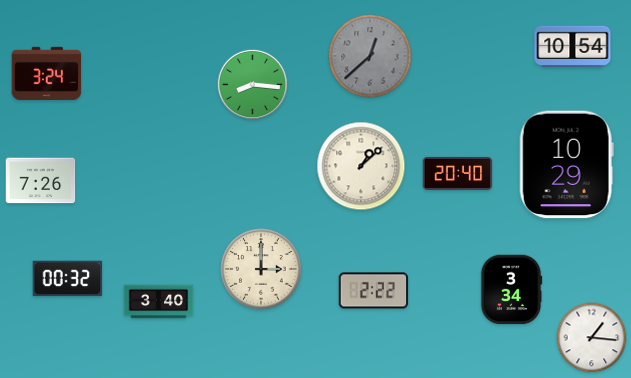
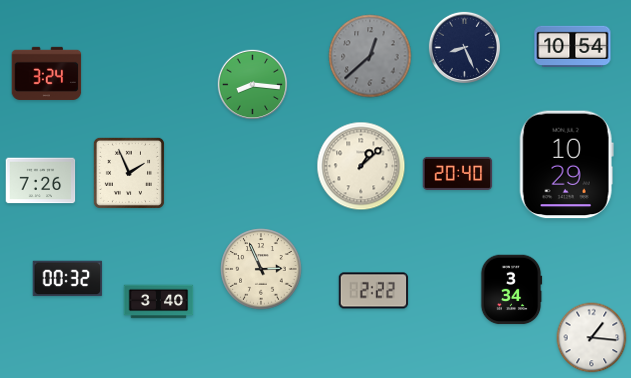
clock at (464, 47): none -> 8:26
clock at (129, 173): none -> 1:56
clock at (261, 269): 3:00 -> 2:56
